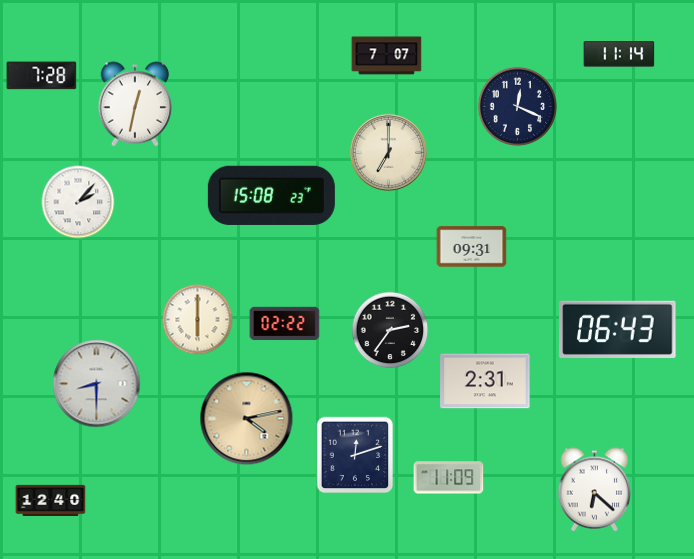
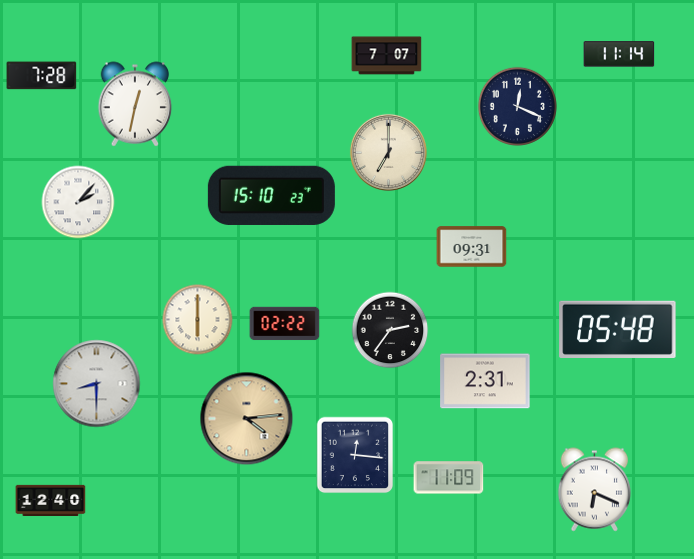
clock at (271, 195): 15:08 -> 15:10
clock at (618, 329): 06:43 -> 05:48
clock at (247, 419): 4:13 -> 4:14
clock at (355, 455): 12:12 -> 12:16
clock at (594, 490): 6:22 -> 6:19
